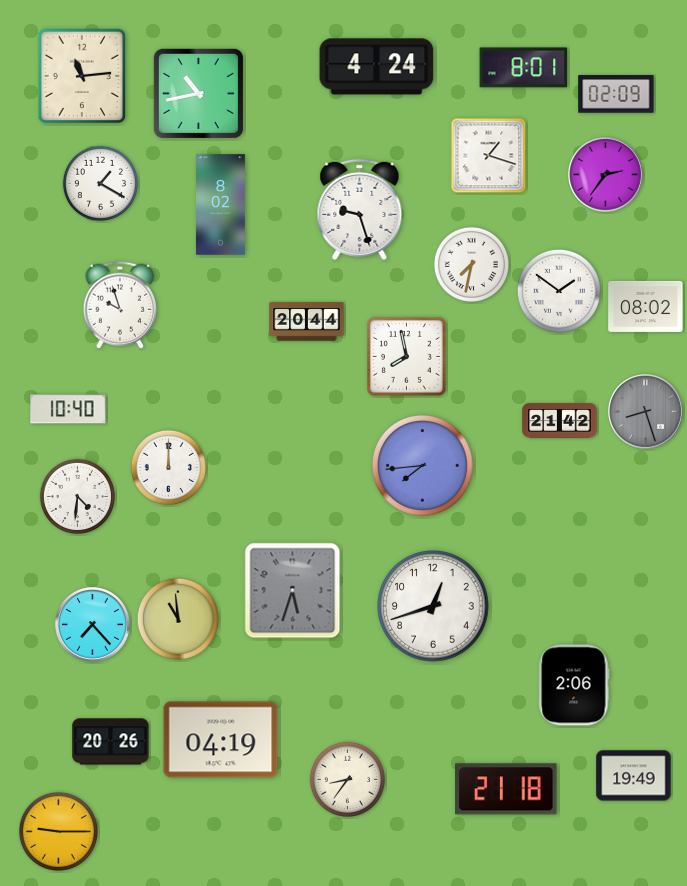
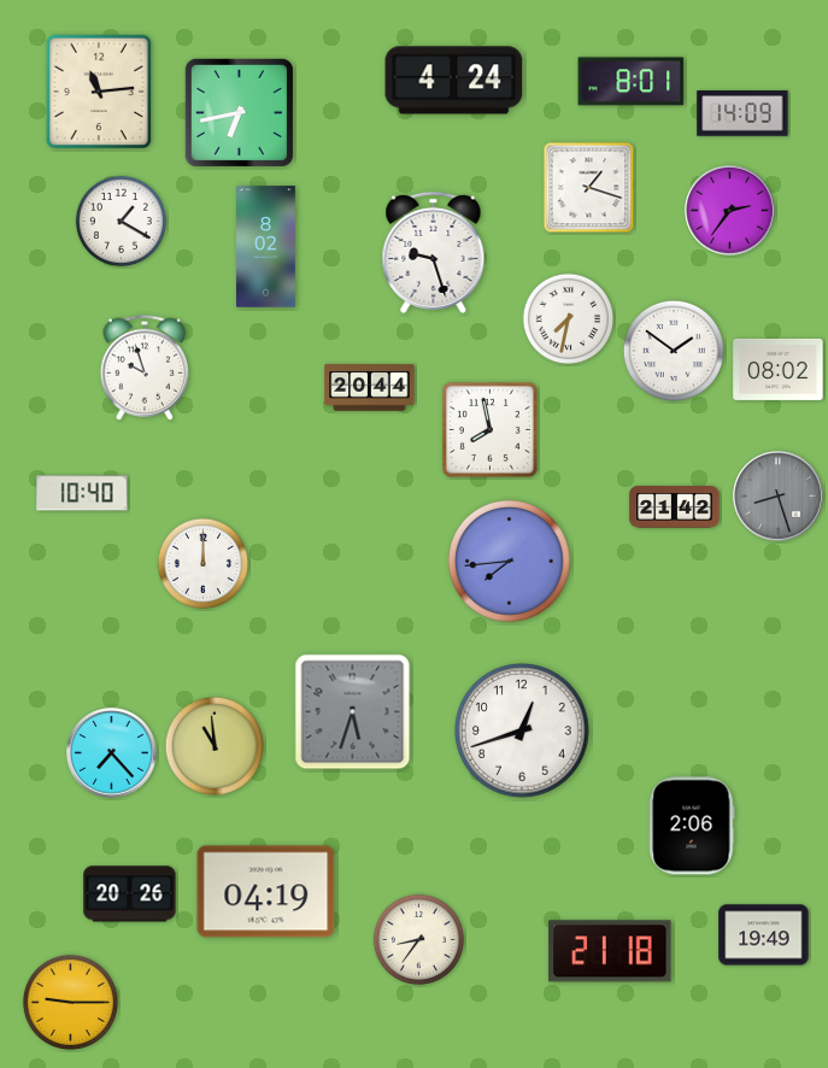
clock at (198, 93): 10:43 -> 6:43
clock at (616, 94): 02:09 -> 14:09
clock at (77, 496): 4:31 -> none
clock at (111, 742) position: (111, 742) -> (130, 894)
